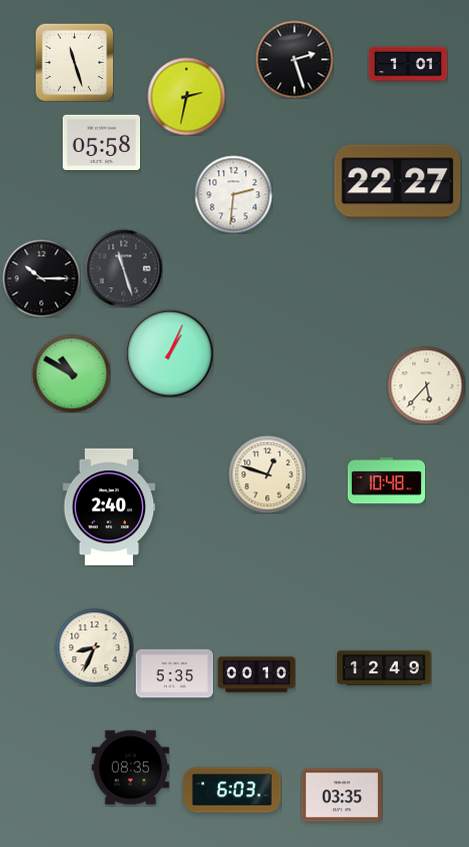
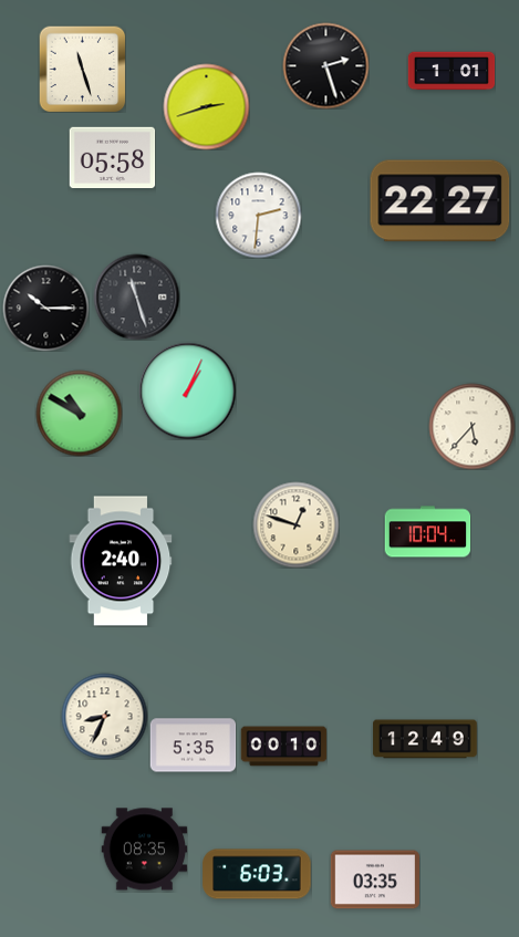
clock at (186, 96): 2:32 -> 2:42
clock at (386, 481): 10:48 -> 10:04
clock at (341, 795) position: (341, 795) -> (374, 879)
